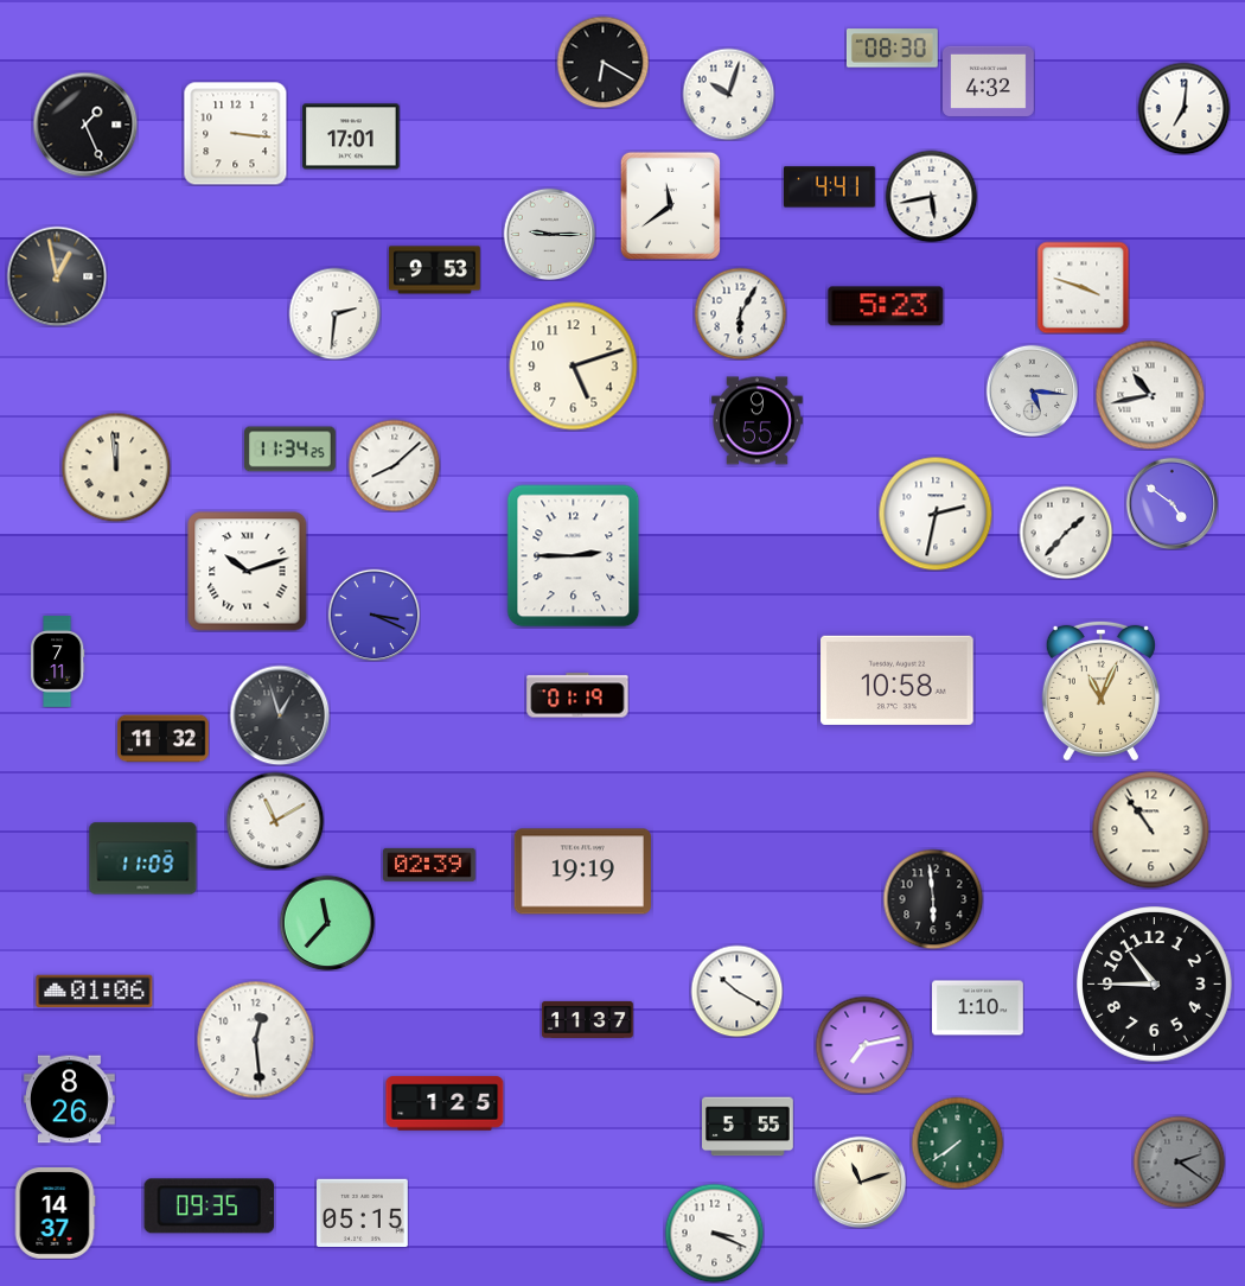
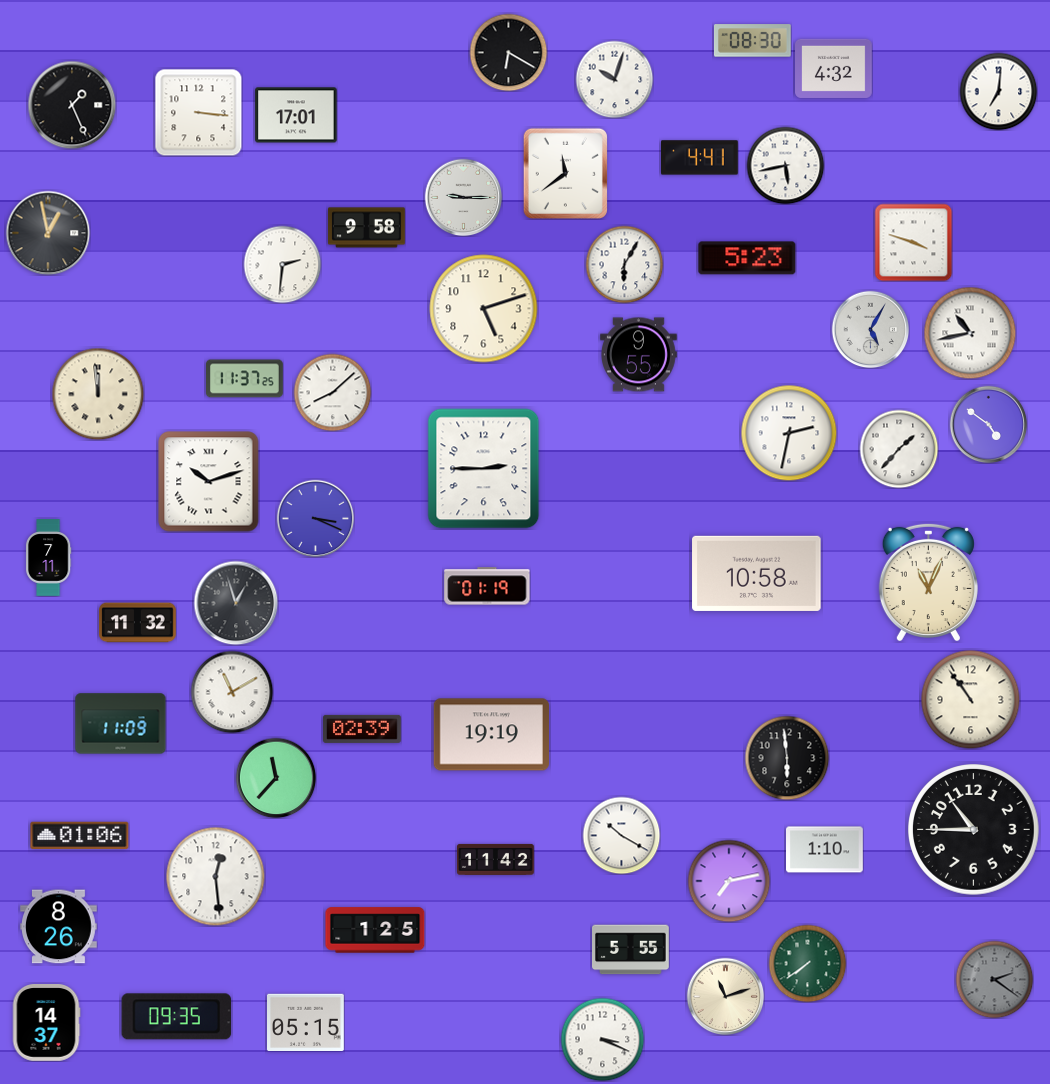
clock at (435, 270): 9:53 -> 9:58
clock at (1032, 390): 5:16 -> 5:05
clock at (290, 450): 11:34 -> 11:37
clock at (588, 1019): 11:37 -> 11:42
